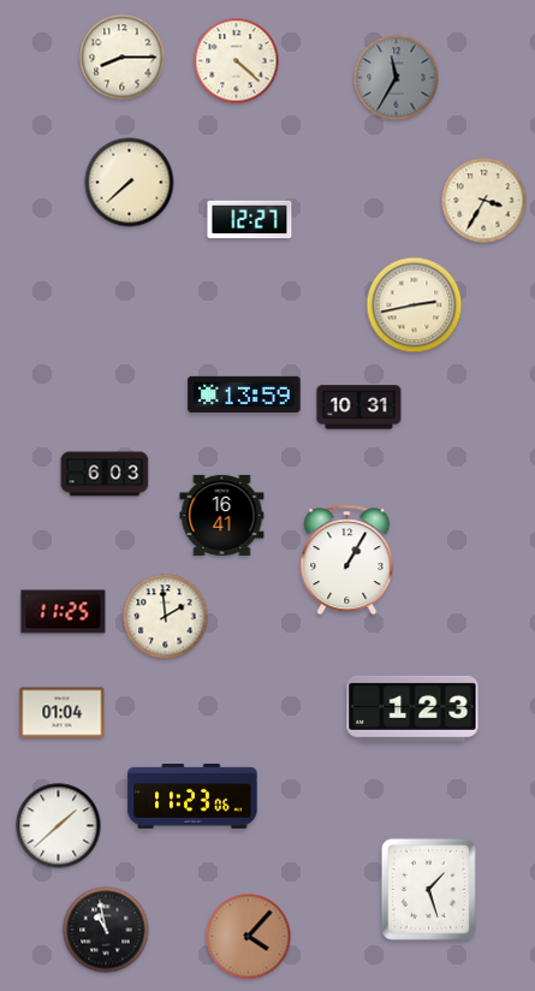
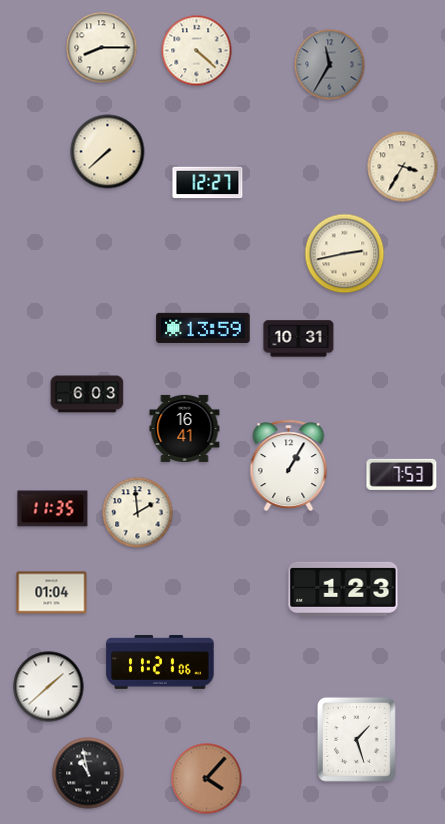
clock at (402, 474): none -> 7:53
clock at (64, 612): 11:25 -> 11:35
clock at (192, 797): 11:23 -> 11:21
